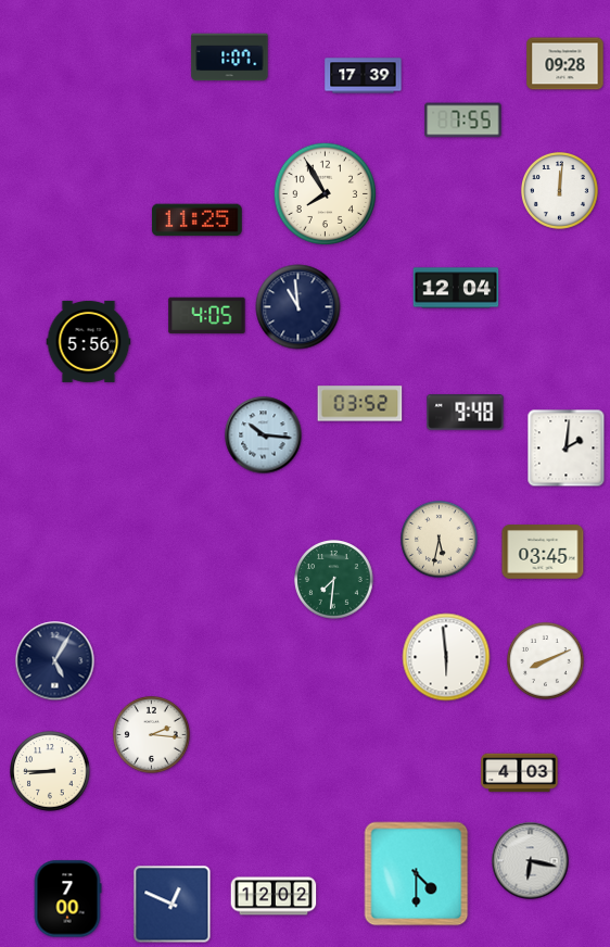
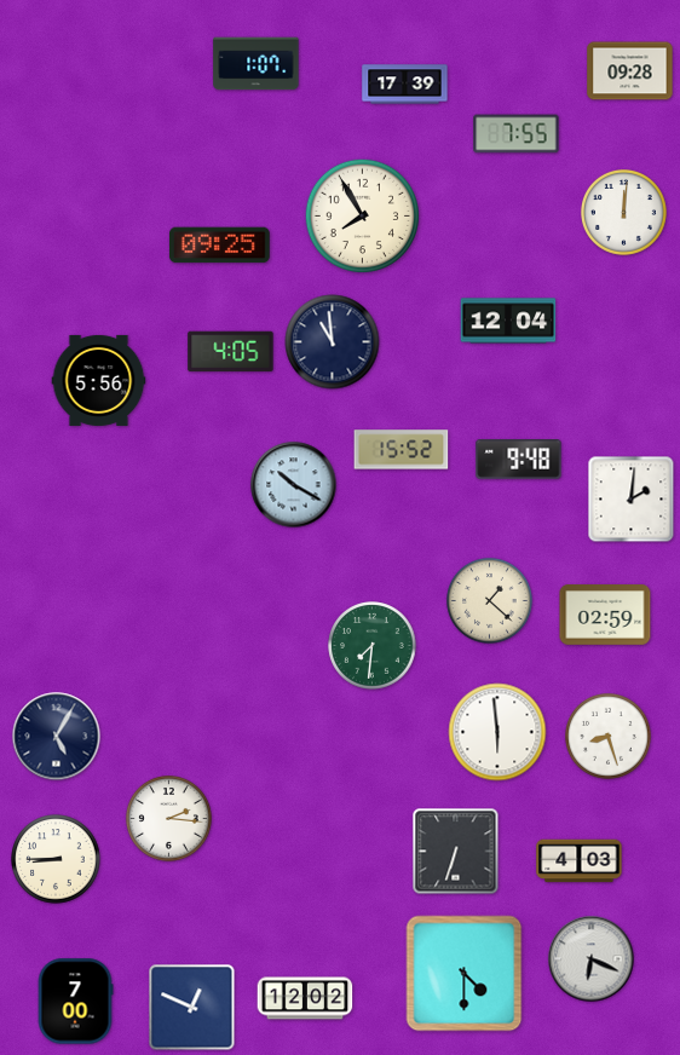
clock at (196, 220): 11:25 -> 09:25
clock at (360, 404): 03:52 -> 15:52
clock at (264, 435): 10:16 -> 10:20
clock at (440, 540): 5:32 -> 1:22
clock at (543, 552): 03:45 -> 02:59
clock at (55, 661) position: (55, 661) -> (57, 737)
clock at (546, 661): 8:11 -> 8:27
clock at (456, 852): none -> 6:33
clock at (531, 861): 6:17 -> 6:19
